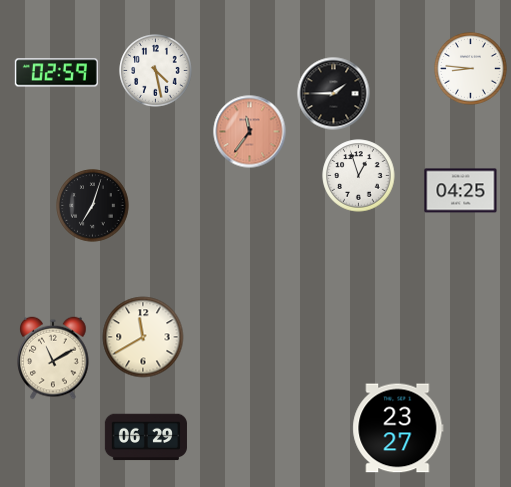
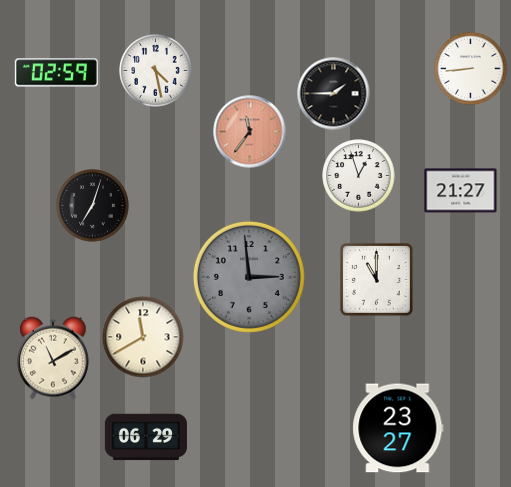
clock at (471, 69): 8:46 -> 8:44
clock at (461, 191): 04:25 -> 21:27
clock at (249, 277): none -> 2:59
clock at (377, 280): none -> 11:00
